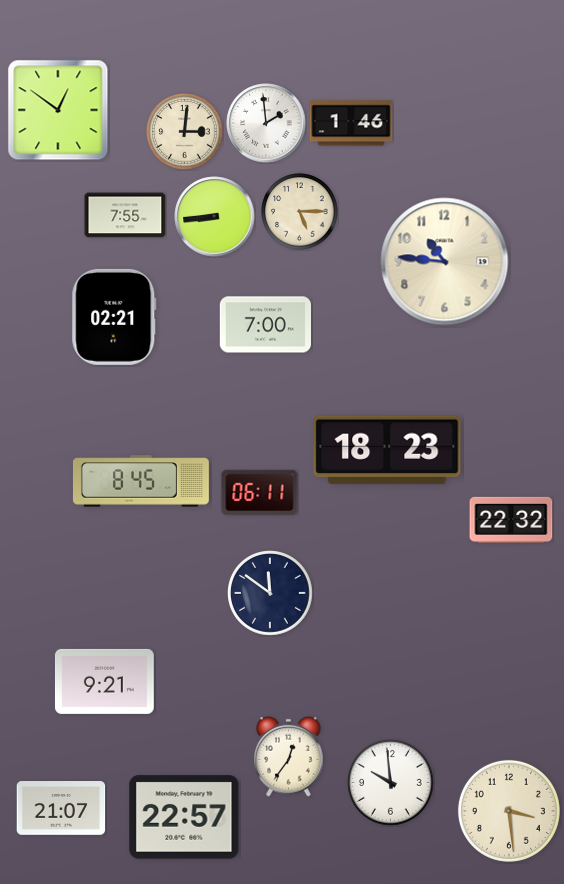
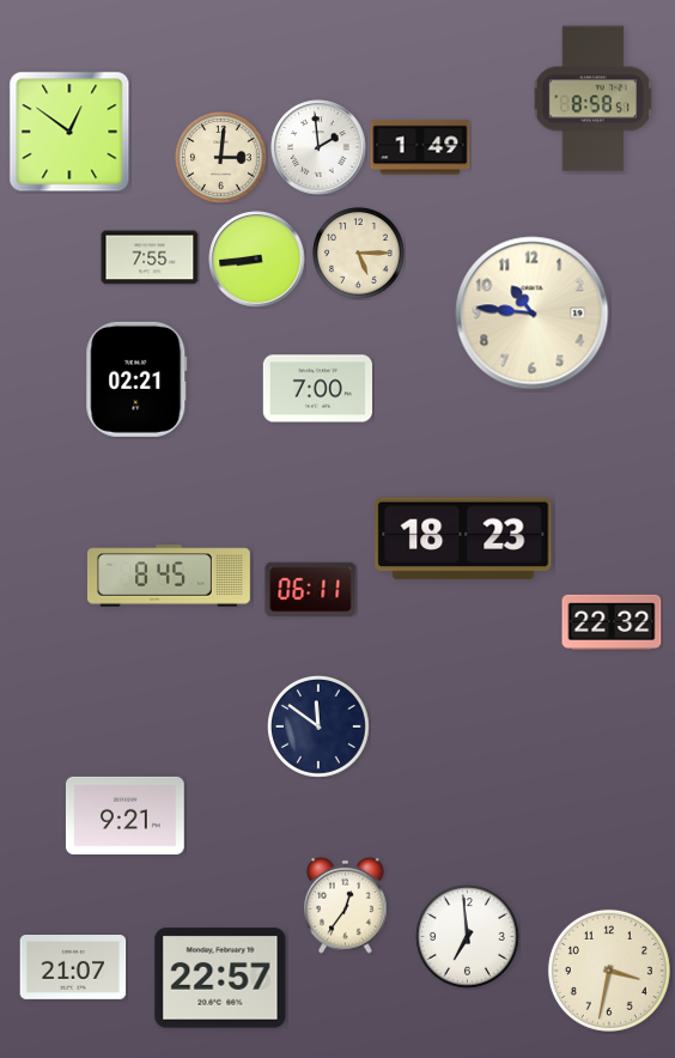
clock at (592, 99): none -> 8:58
clock at (351, 123): 1:46 -> 1:49
clock at (271, 594) position: (271, 594) -> (320, 728)
clock at (391, 783): 9:59 -> 6:59
clock at (509, 811): 3:29 -> 3:32
